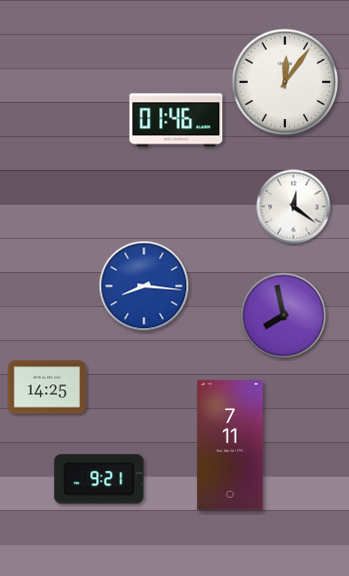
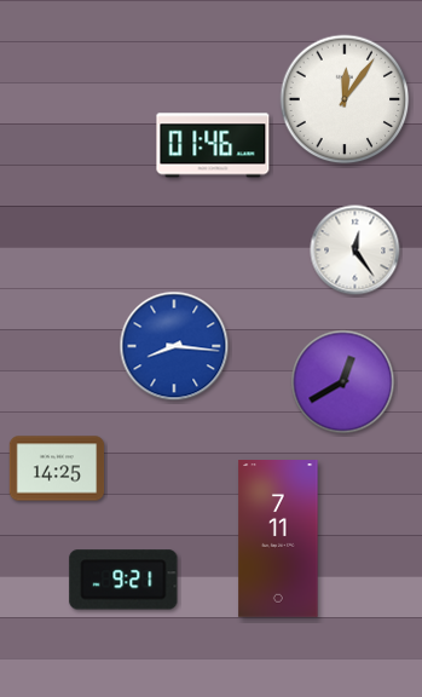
clock at (294, 207): 12:21 -> 12:24
clock at (284, 316): 7:58 -> 12:40
clock at (99, 479) position: (99, 479) -> (123, 580)
